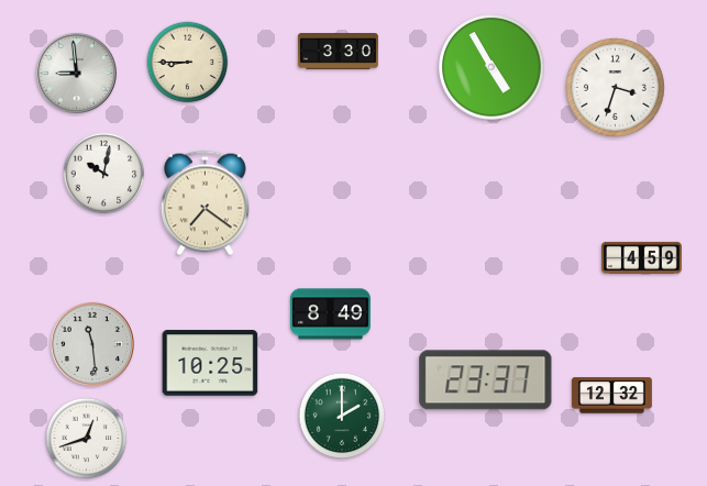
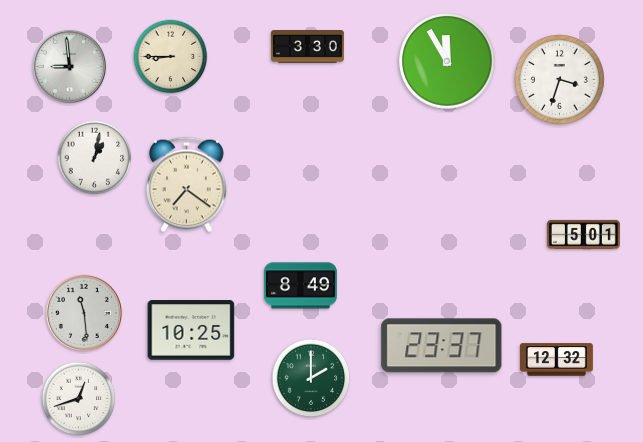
clock at (491, 67): 4:55 -> 11:55
clock at (104, 174): 10:02 -> 1:02
clock at (641, 257): 4:59 -> 5:01
